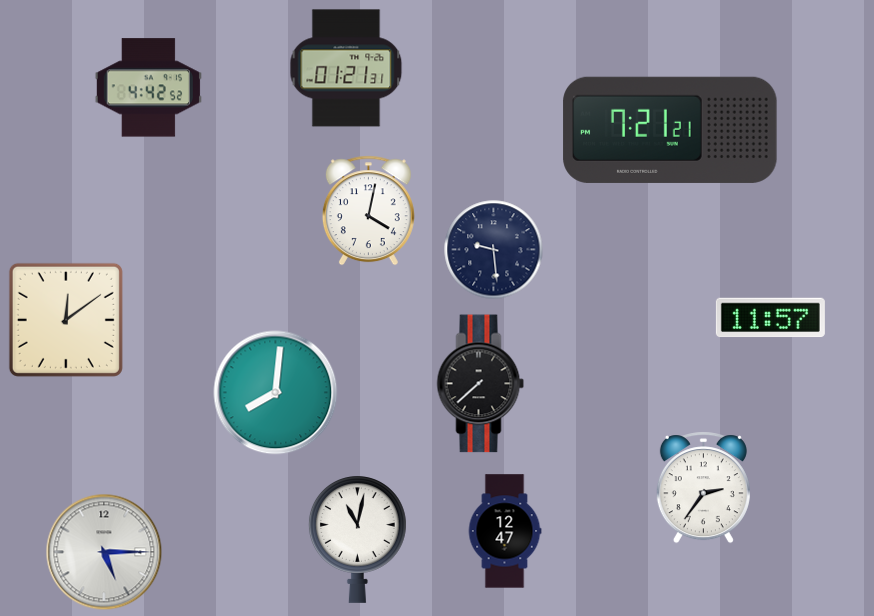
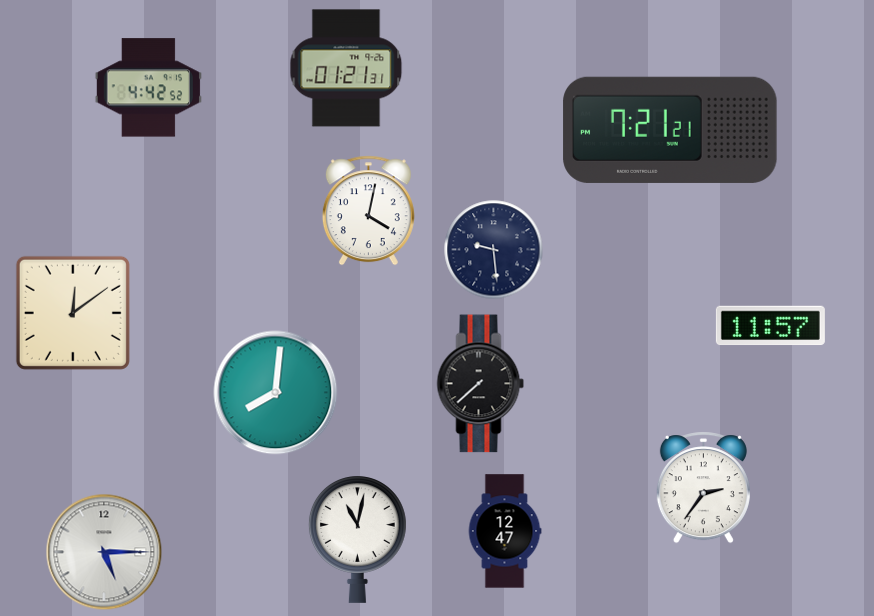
clock at (770, 318) position: (770, 318) -> (770, 326)
clock at (66, 320) position: (66, 320) -> (73, 313)
